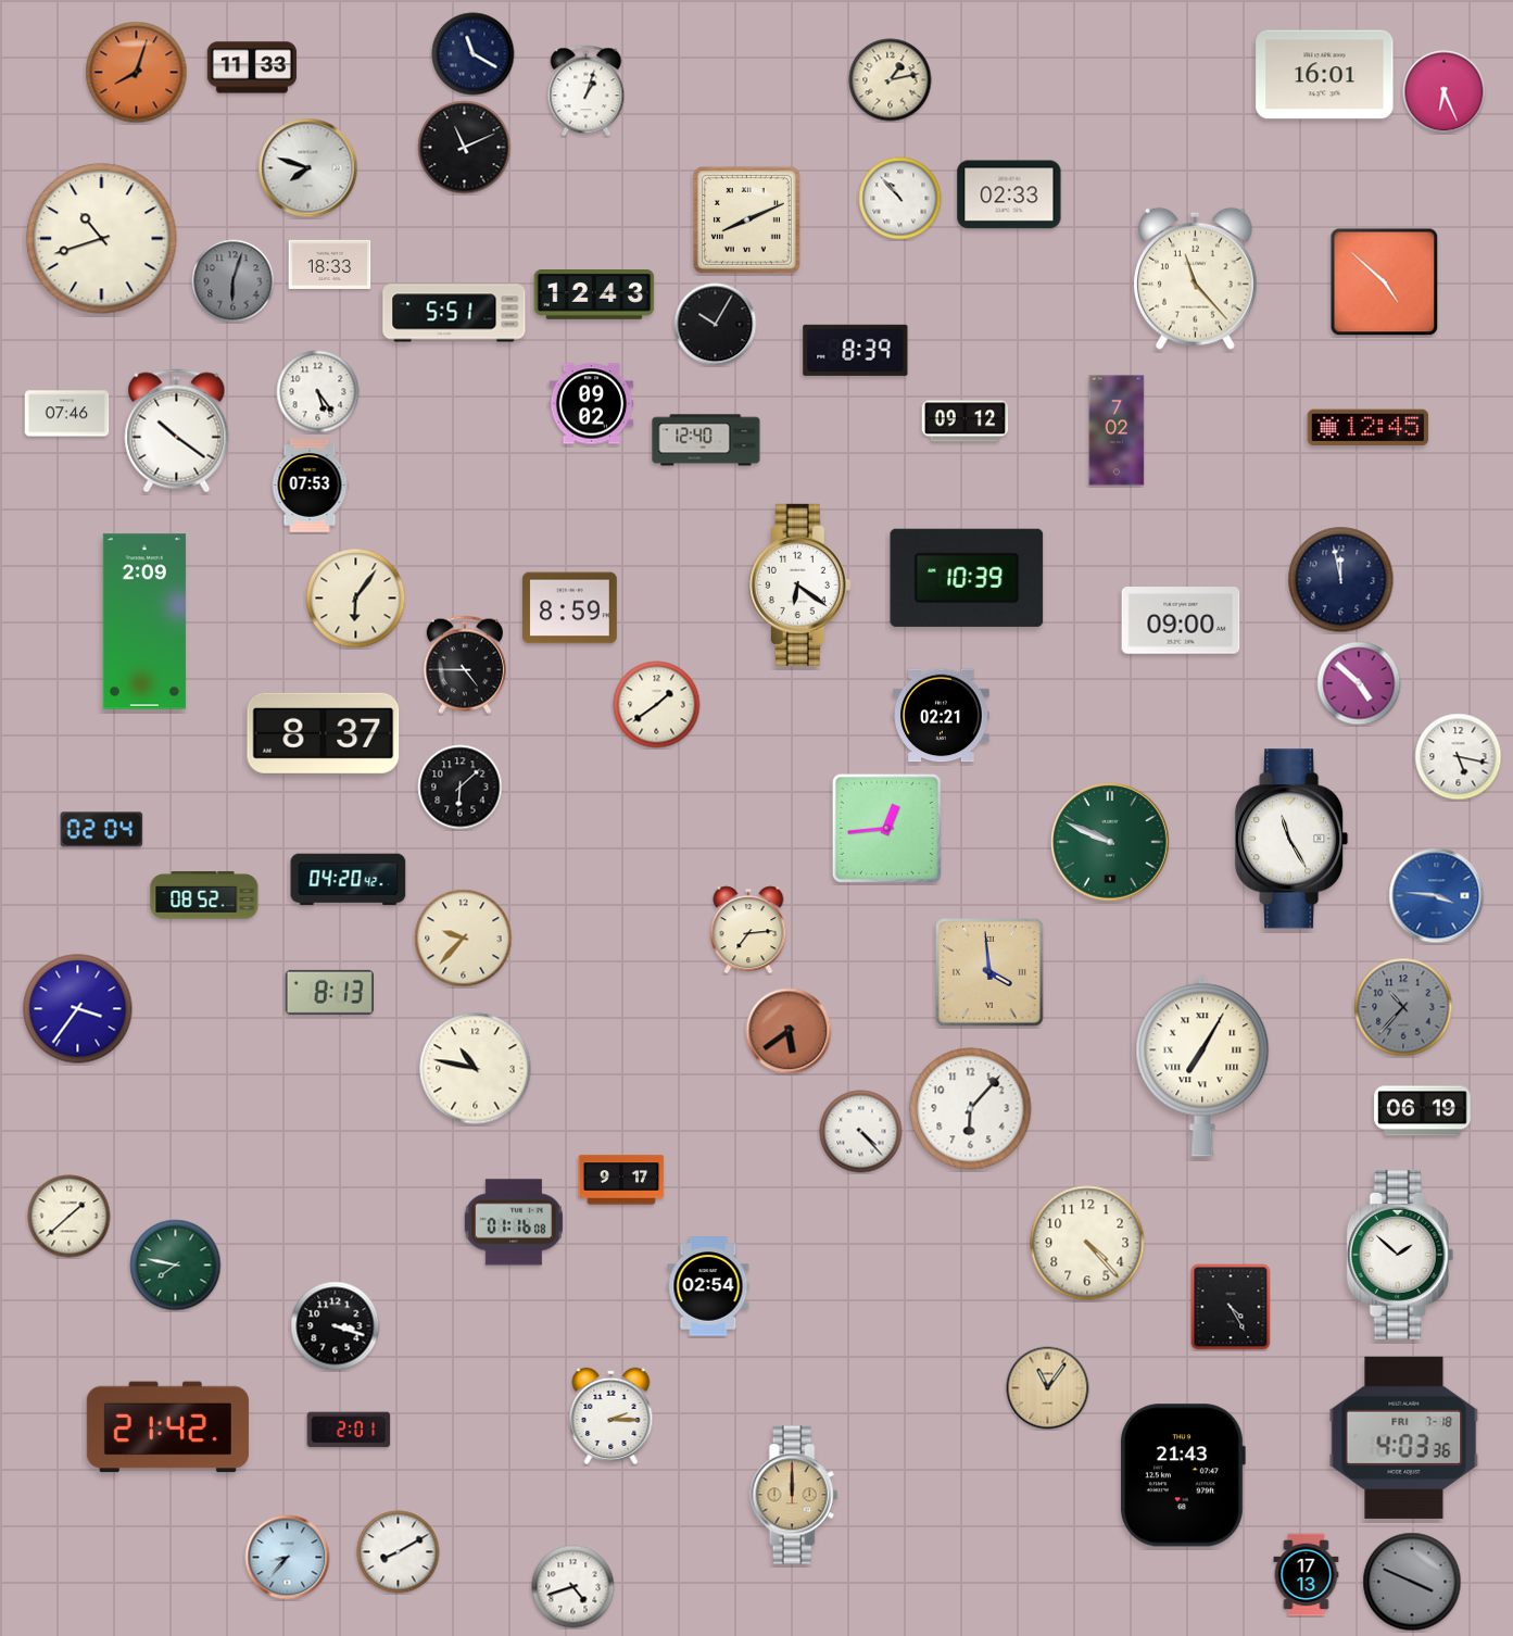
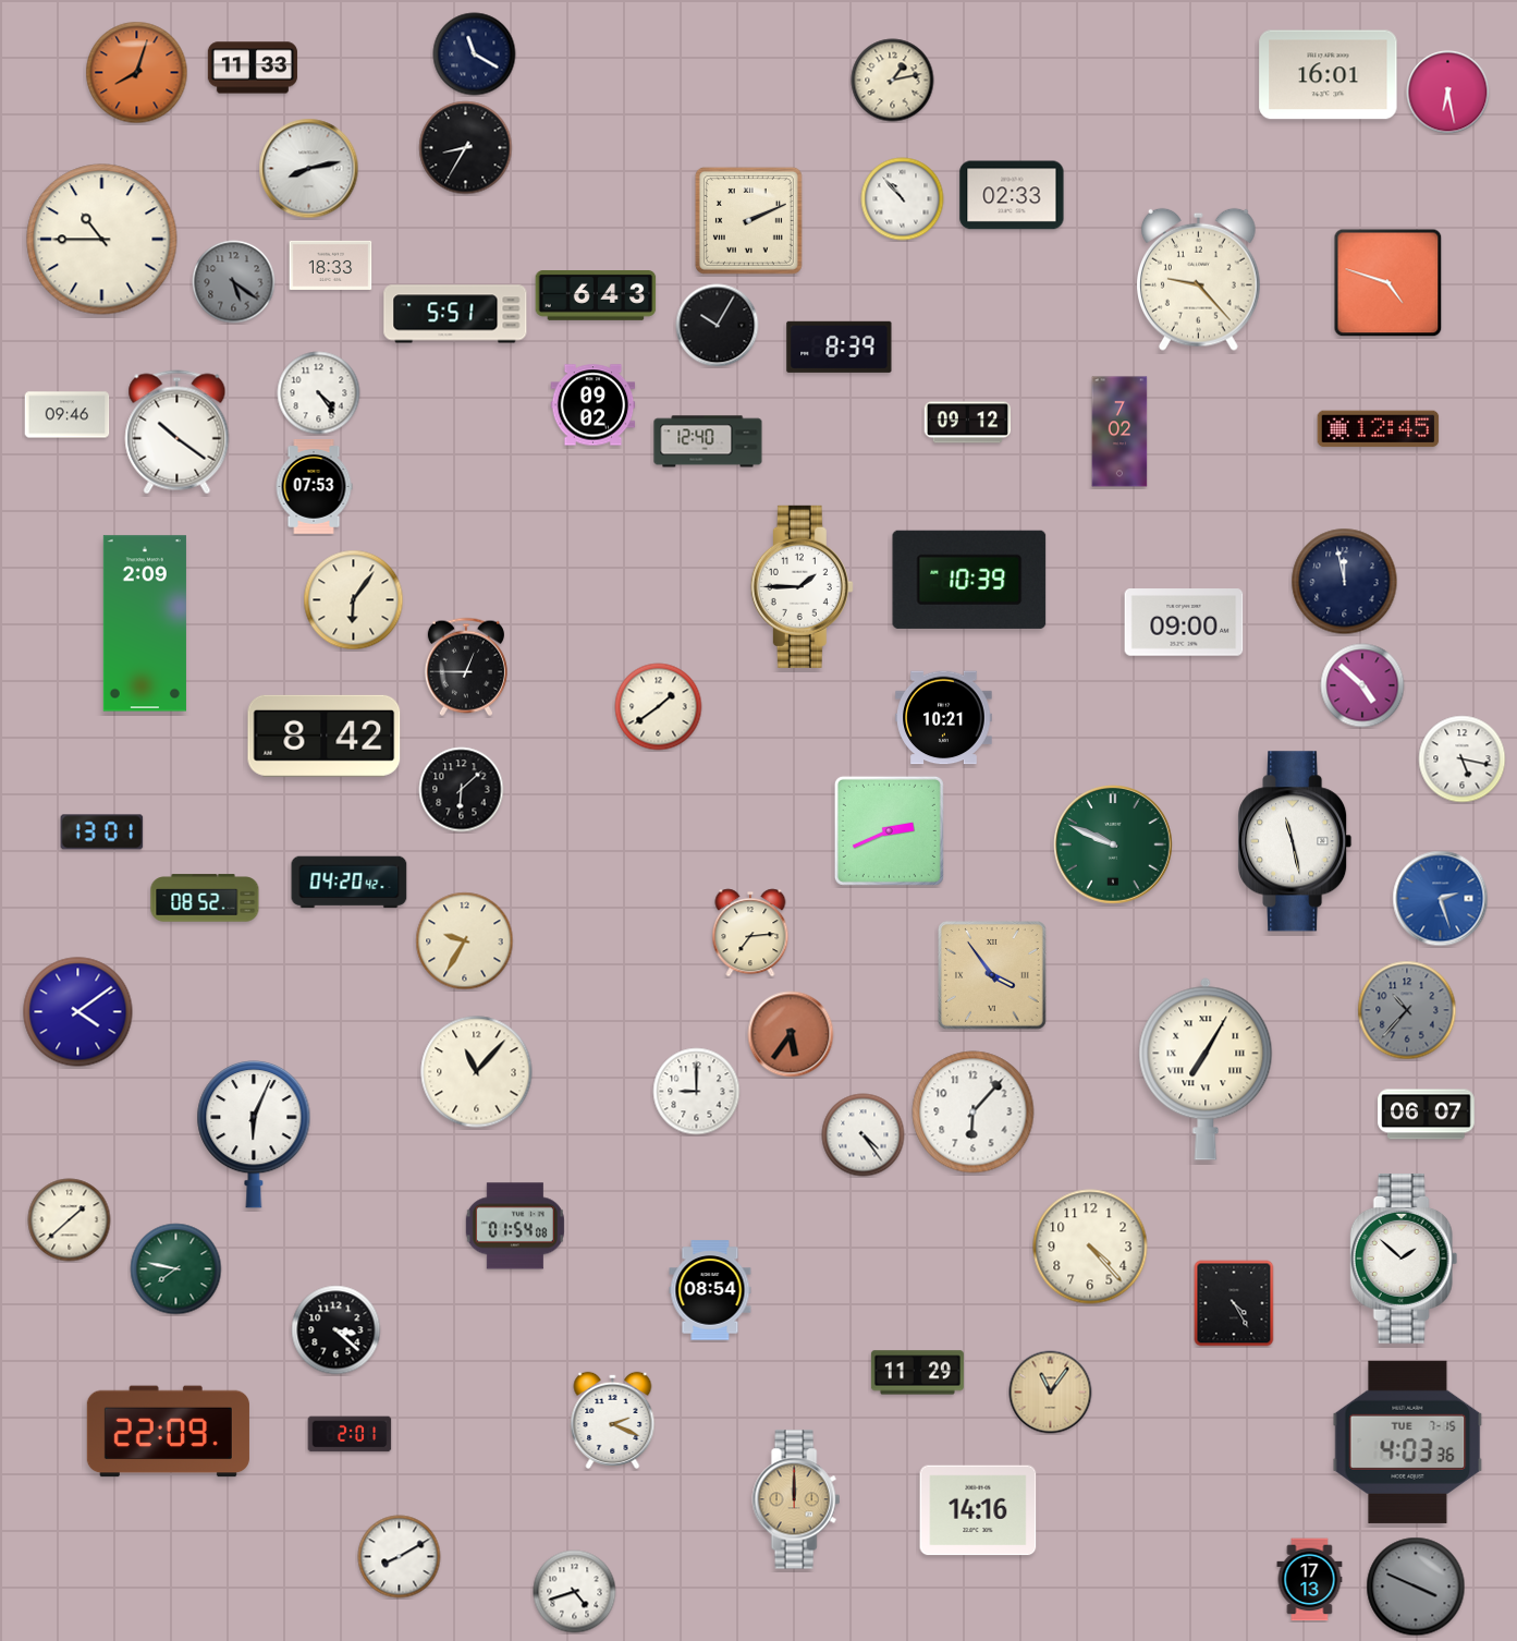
clock at (587, 91): 1:03 -> none
clock at (1445, 92): 6:26 -> 6:28
clock at (465, 148): 11:11 -> 8:35
clock at (308, 168): 7:48 -> 8:13
clock at (746, 219): 8:11 -> 2:11
clock at (102, 239): 10:42 -> 10:45
clock at (1196, 278): 11:23 -> 9:23
clock at (234, 281): 6:03 -> 5:21
clock at (1385, 282): 4:52 -> 4:48
clock at (594, 295): 12:43 -> 6:43
clock at (856, 350) position: (856, 350) -> (840, 347)
clock at (318, 392): 5:24 -> 4:24
clock at (67, 414): 07:46 -> 09:46
clock at (1369, 428) position: (1369, 428) -> (1379, 429)
clock at (310, 486) position: (310, 486) -> (314, 487)
clock at (799, 584): 6:21 -> 1:45
clock at (356, 599) position: (356, 599) -> (354, 600)
clock at (570, 608): 8:59 -> none
clock at (465, 665): 4:45 -> 12:45
clock at (942, 716): 02:21 -> 10:21
clock at (324, 733): 8:37 -> 8:42
clock at (886, 828): 12:44 -> 2:41
clock at (102, 830): 02:04 -> 13:01
clock at (1291, 839): 11:25 -> 11:28
clock at (1437, 896): 3:46 -> 2:27
clock at (464, 939): 9:37 -> 9:35
clock at (991, 973): 3:59 -> 3:54
clock at (329, 992): 8:13 -> none
clock at (78, 1009): 3:36 -> 4:09
clock at (789, 1031): 5:39 -> 5:36
clock at (476, 1069): 10:47 -> 11:07
clock at (697, 1092): none -> 9:00
clock at (1423, 1111): 06:19 -> 06:07
clock at (254, 1135): none -> 6:04
clock at (861, 1132): 4:23 -> 4:24
clock at (621, 1180): 9:17 -> none
clock at (514, 1222): 01:16 -> 01:54
clock at (708, 1286): 02:54 -> 08:54
clock at (1231, 1307) position: (1231, 1307) -> (1234, 1303)
clock at (336, 1326): 3:18 -> 3:22
clock at (917, 1373): none -> 11:29
clock at (611, 1415): 2:15 -> 2:19
clock at (167, 1427): 21:42 -> 22:09
clock at (1404, 1437) date: FRI 7-18 -> TUE 7-15
clock at (1183, 1475): 21:43 -> none
clock at (978, 1510): none -> 14:16
clock at (288, 1558): 8:37 -> none
